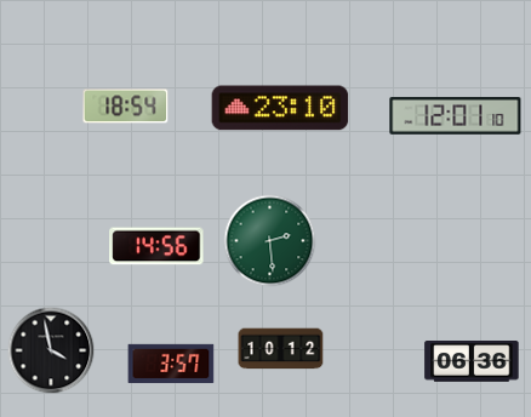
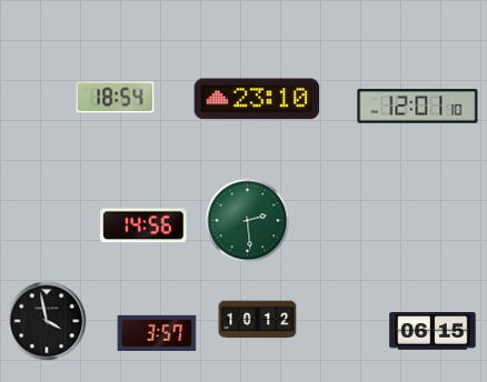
clock at (472, 362): 06:36 -> 06:15
